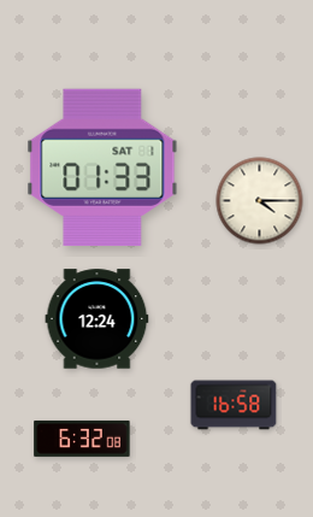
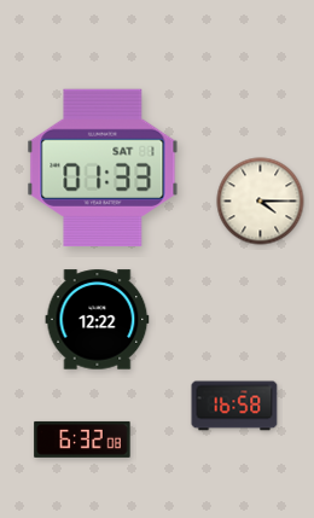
clock at (98, 319): 12:24 -> 12:22
